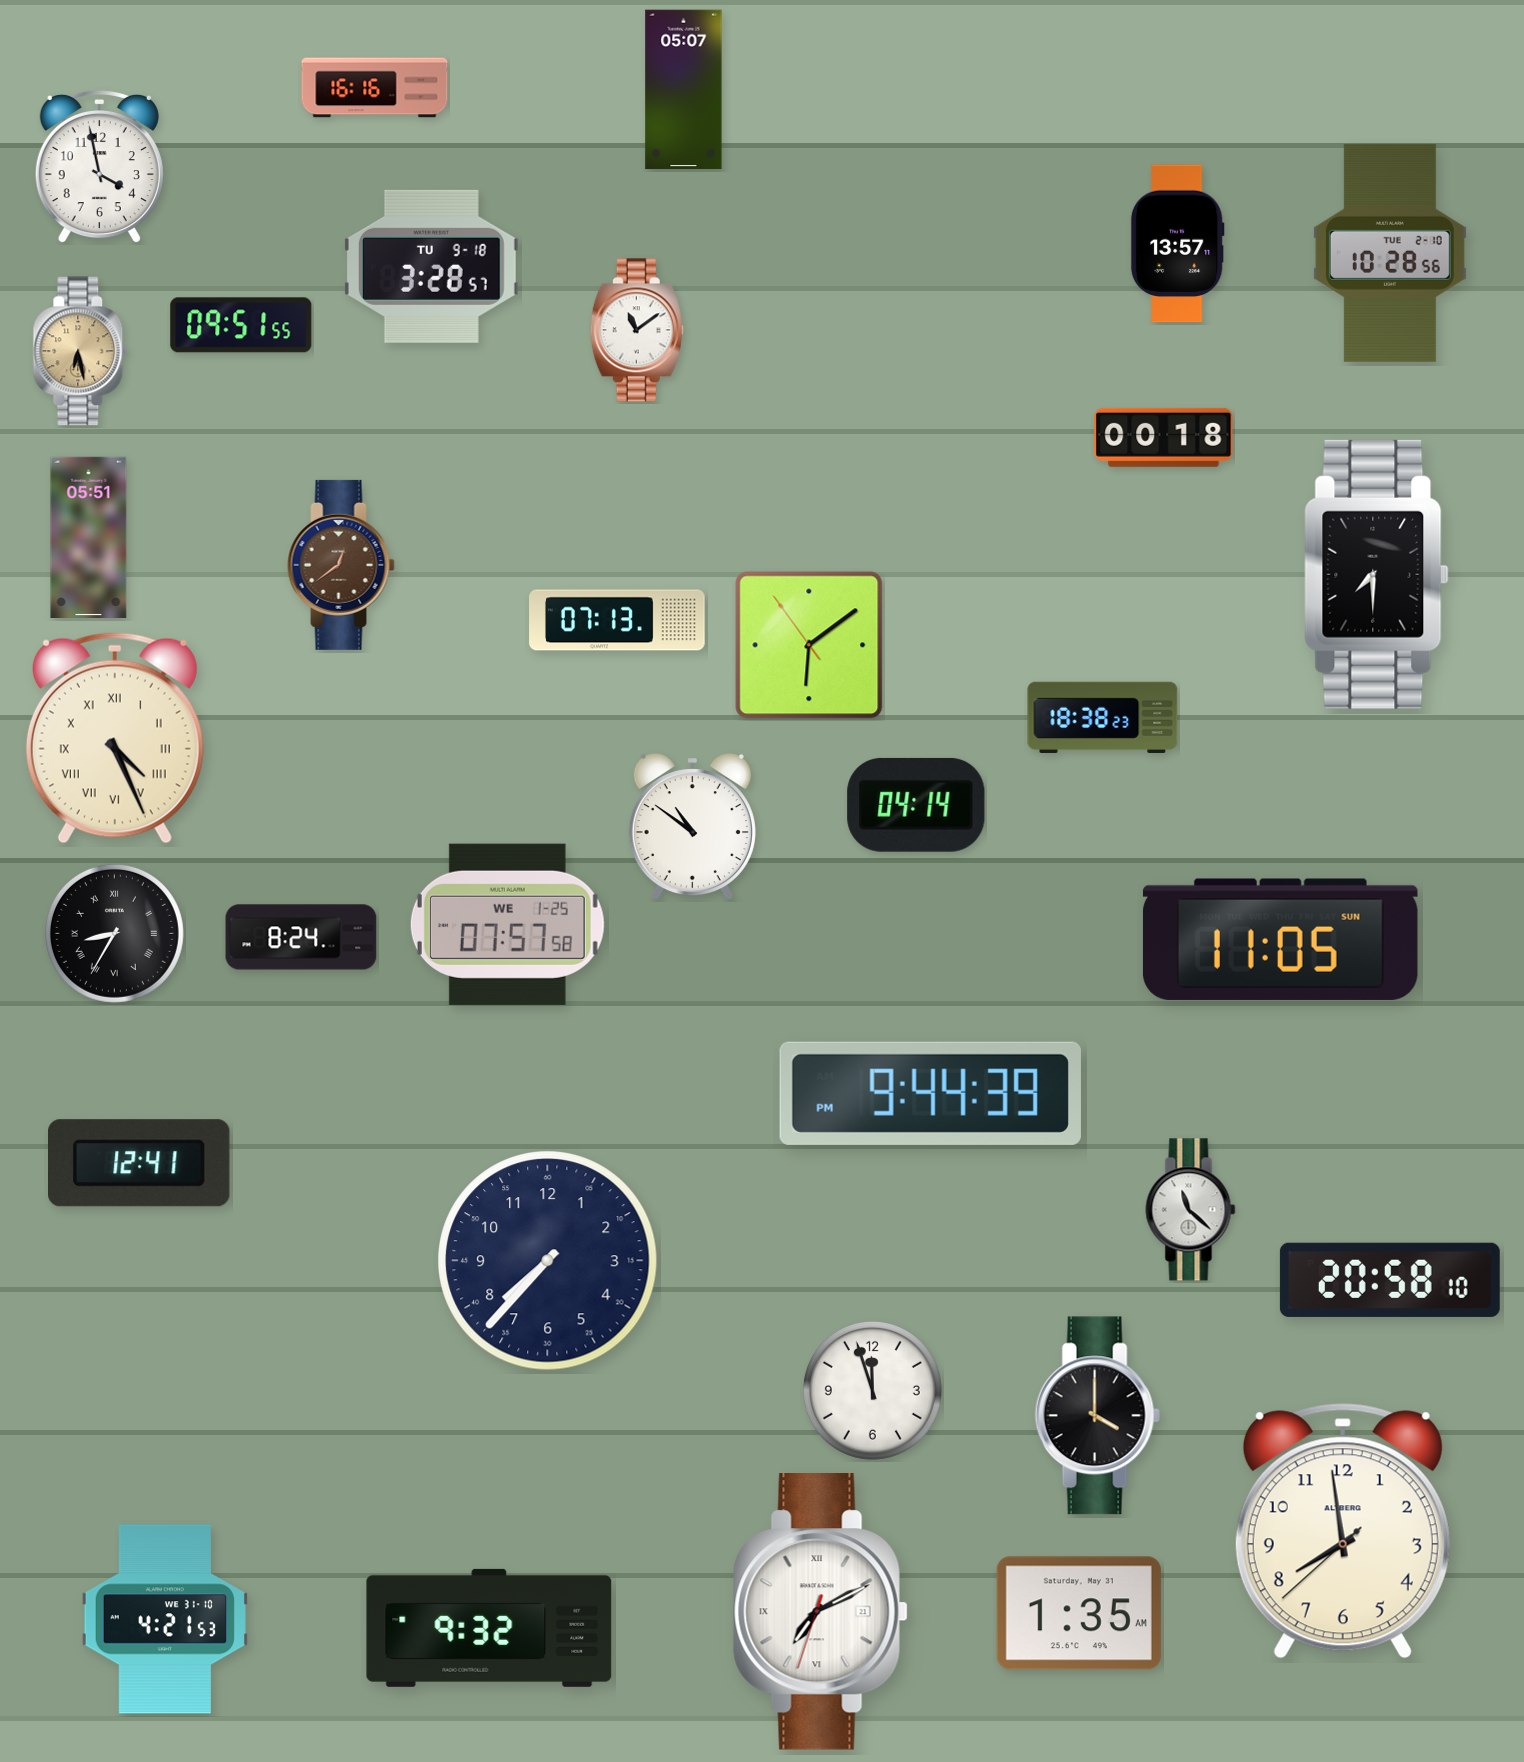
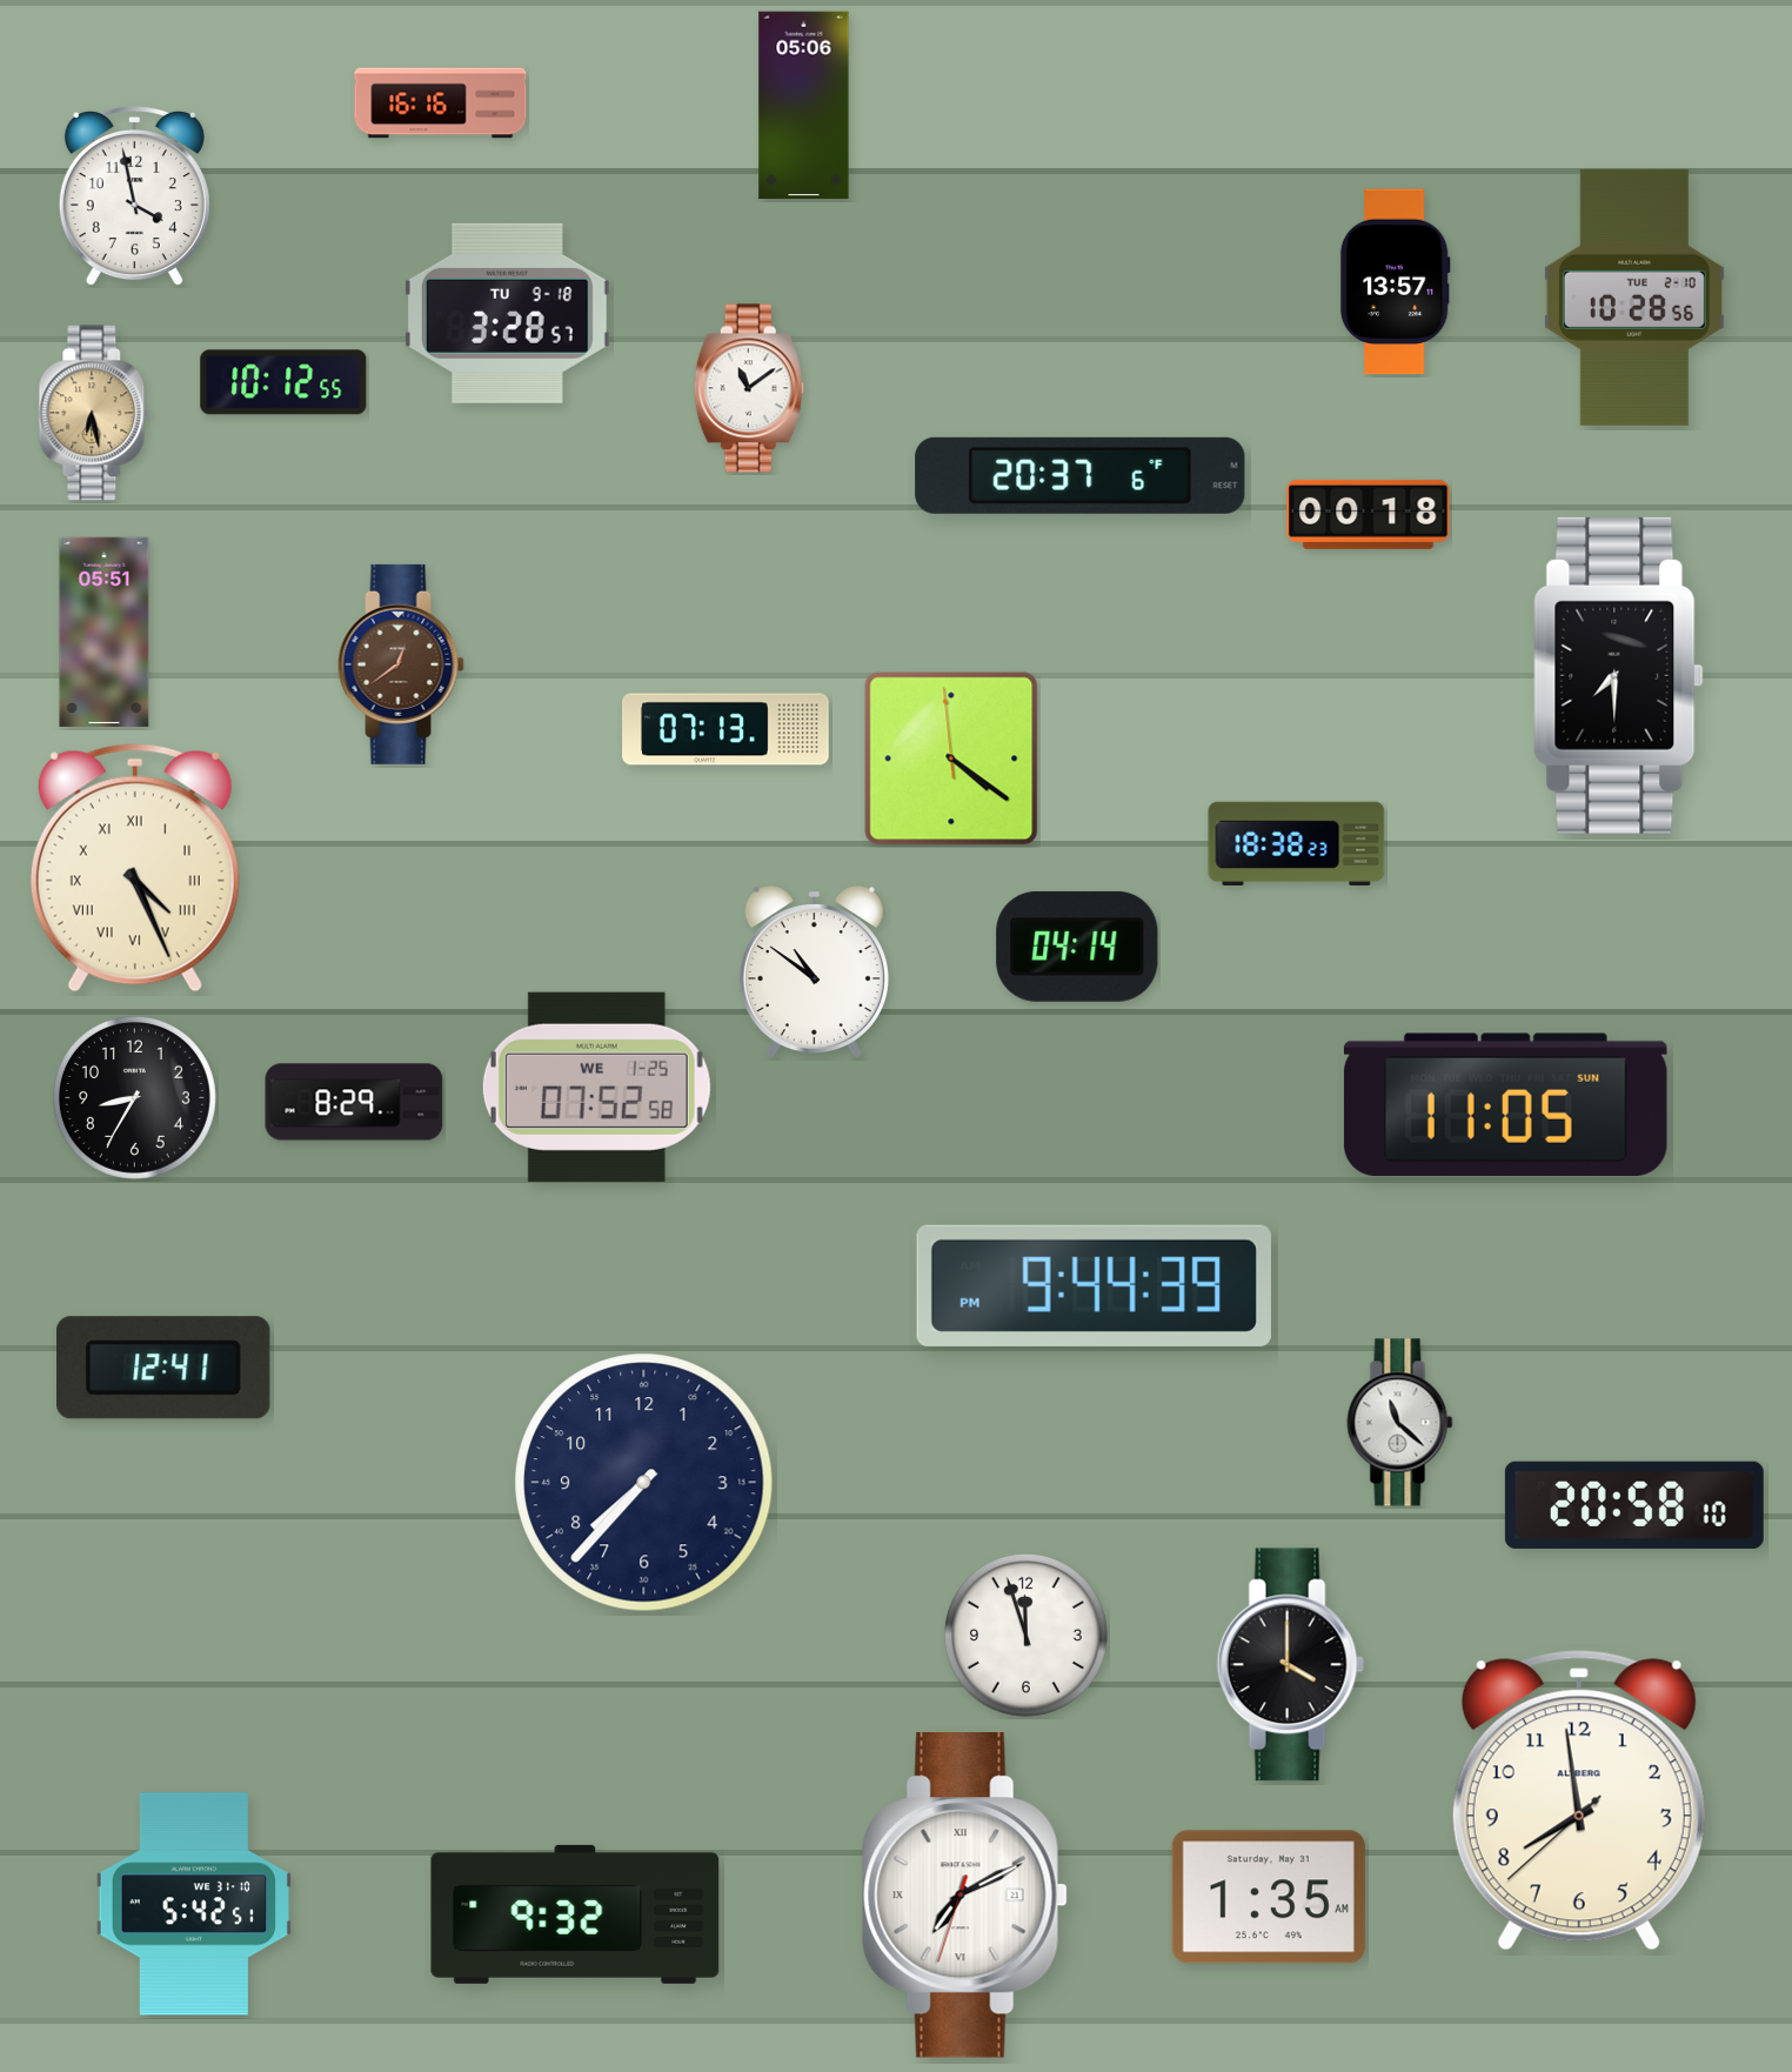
clock at (684, 90): 05:07 -> 05:06
clock at (99, 167) position: (99, 167) -> (134, 196)
clock at (1177, 244) position: (1177, 244) -> (1395, 282)
clock at (241, 325): 09:51 -> 10:12
clock at (1081, 475): none -> 20:37
clock at (809, 645): 6:08 -> 4:20
clock at (507, 924): 07:57 -> 07:52
clock at (114, 933) numerals: Roman -> Arabic
clock at (301, 937): 8:24 -> 8:29
clock at (165, 1619): 4:21 -> 5:42
